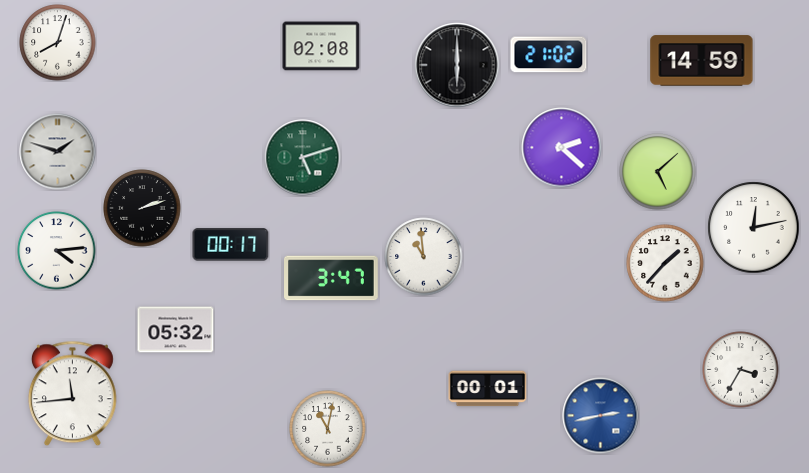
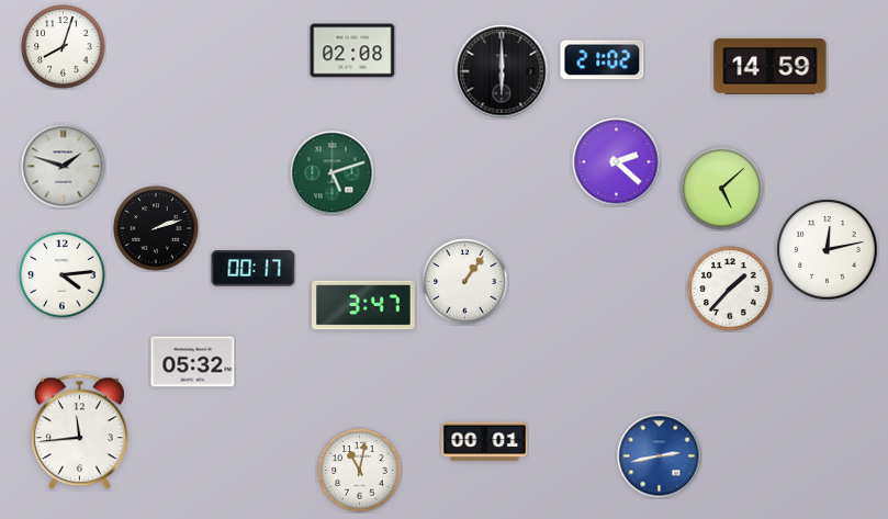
clock at (424, 257): 10:59 -> 1:06
clock at (741, 370): 3:35 -> none
clock at (488, 389) position: (488, 389) -> (485, 442)
